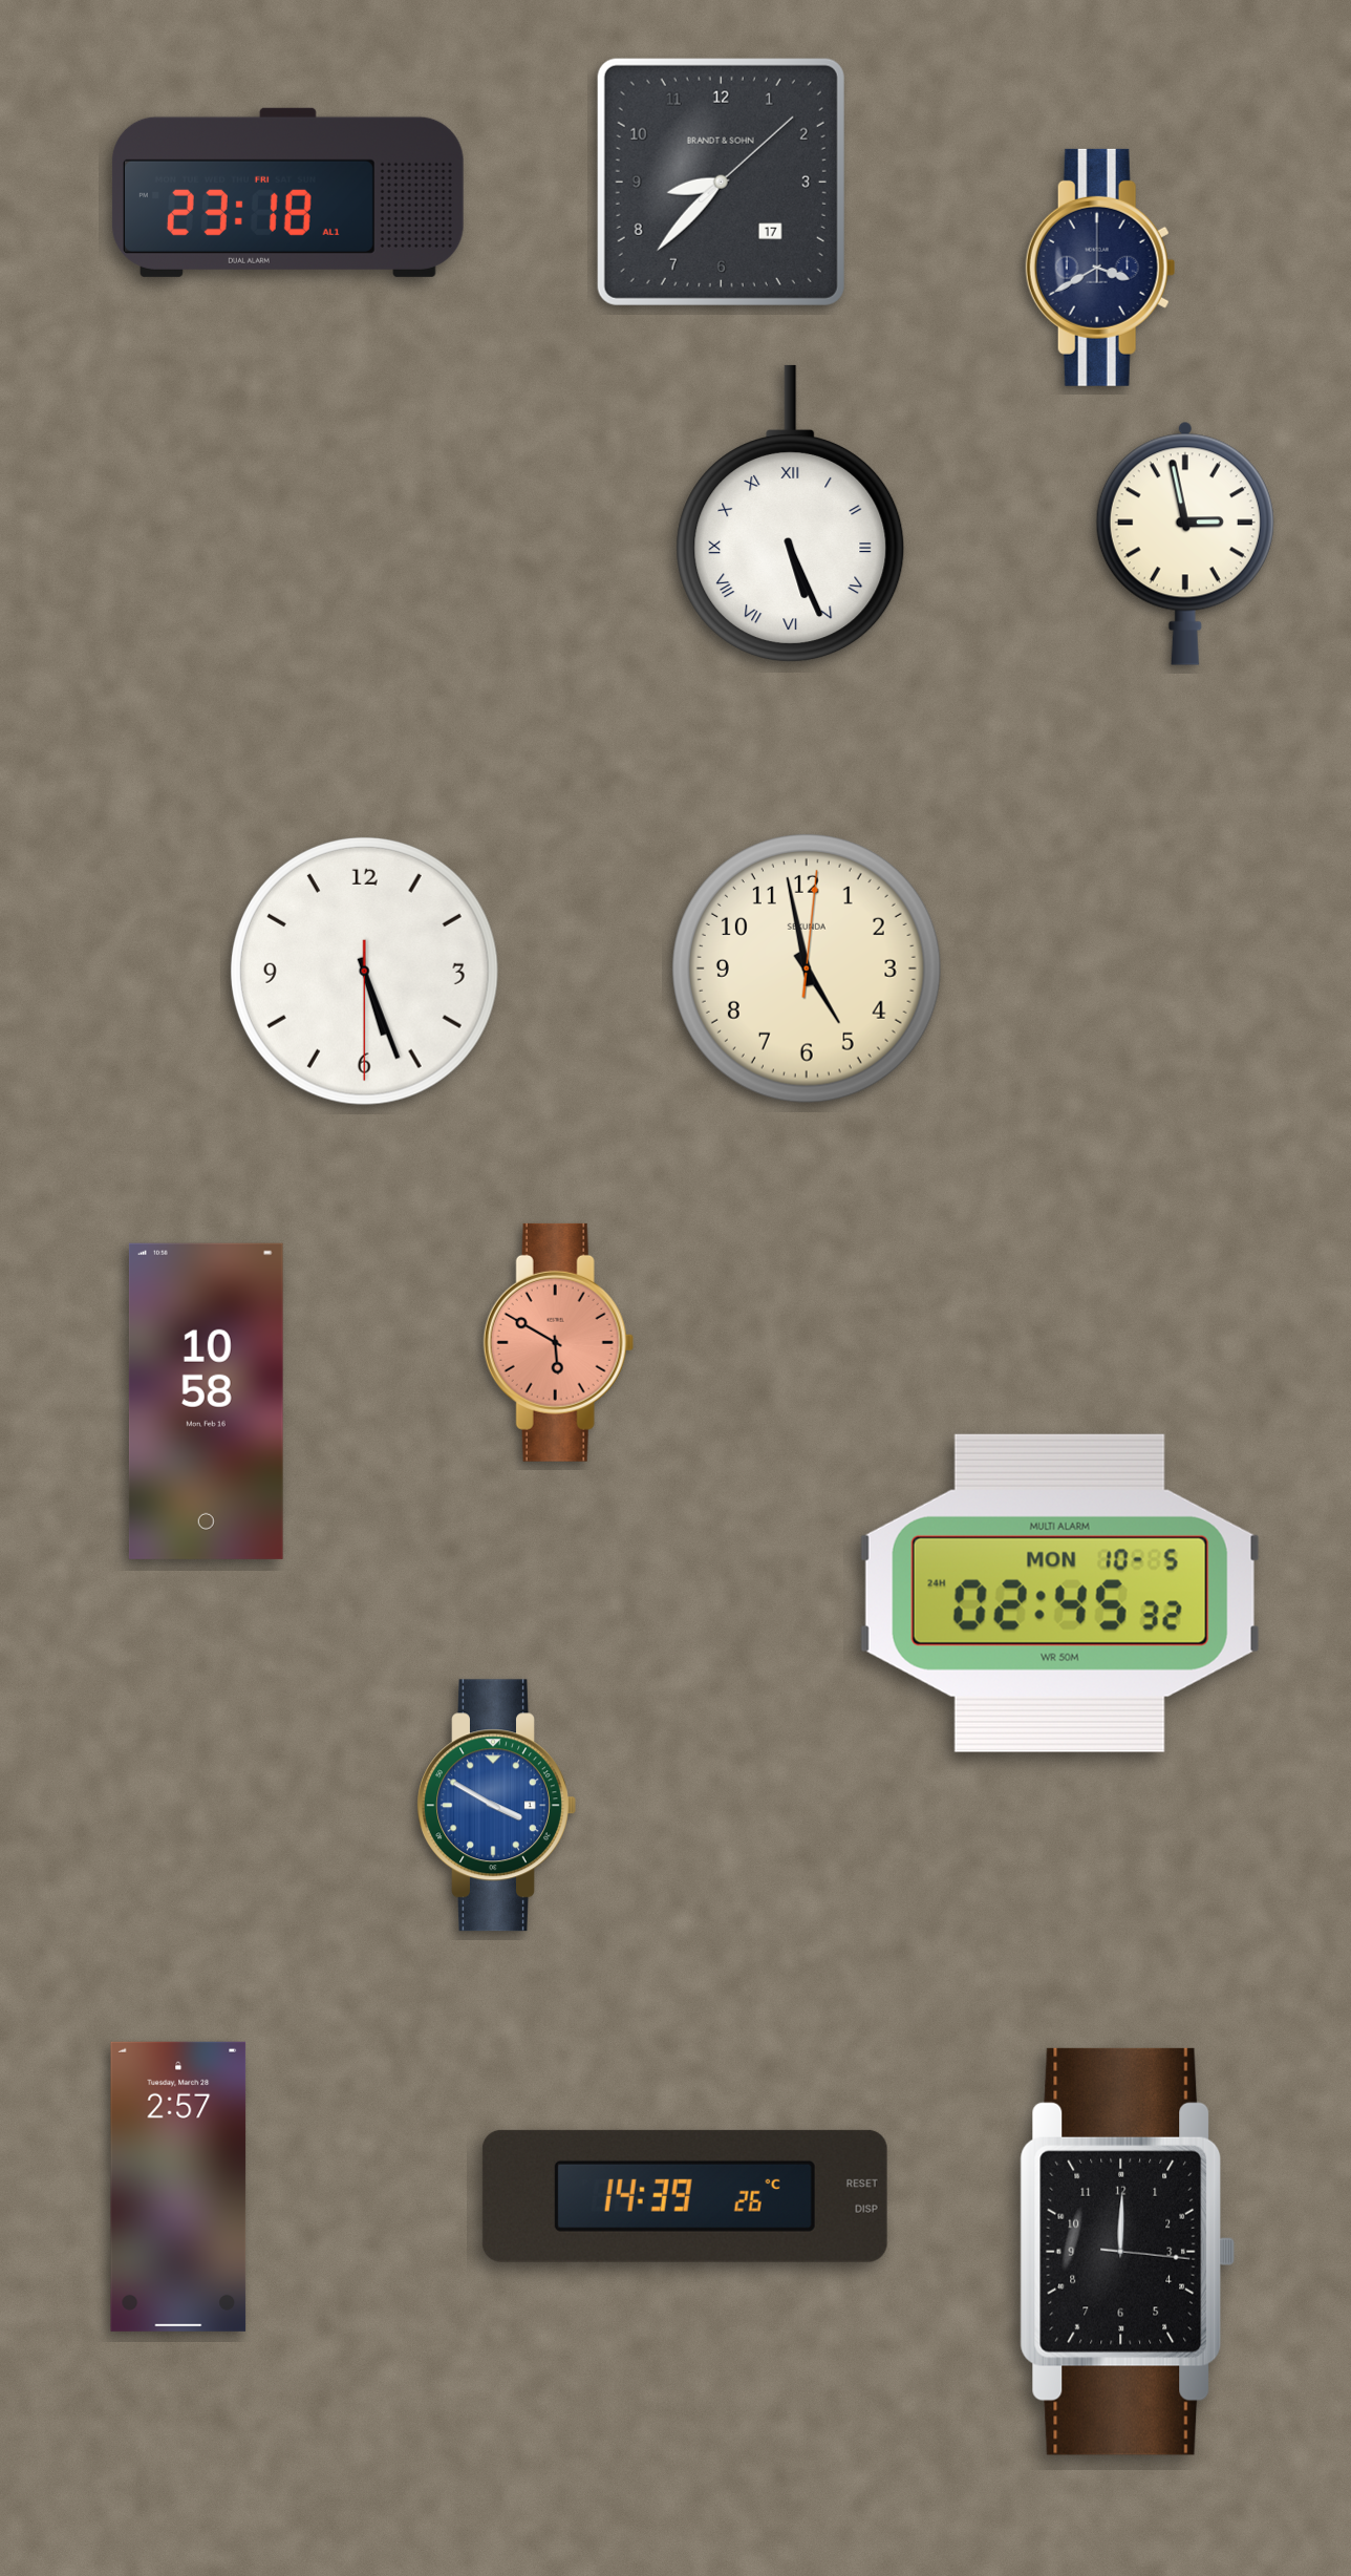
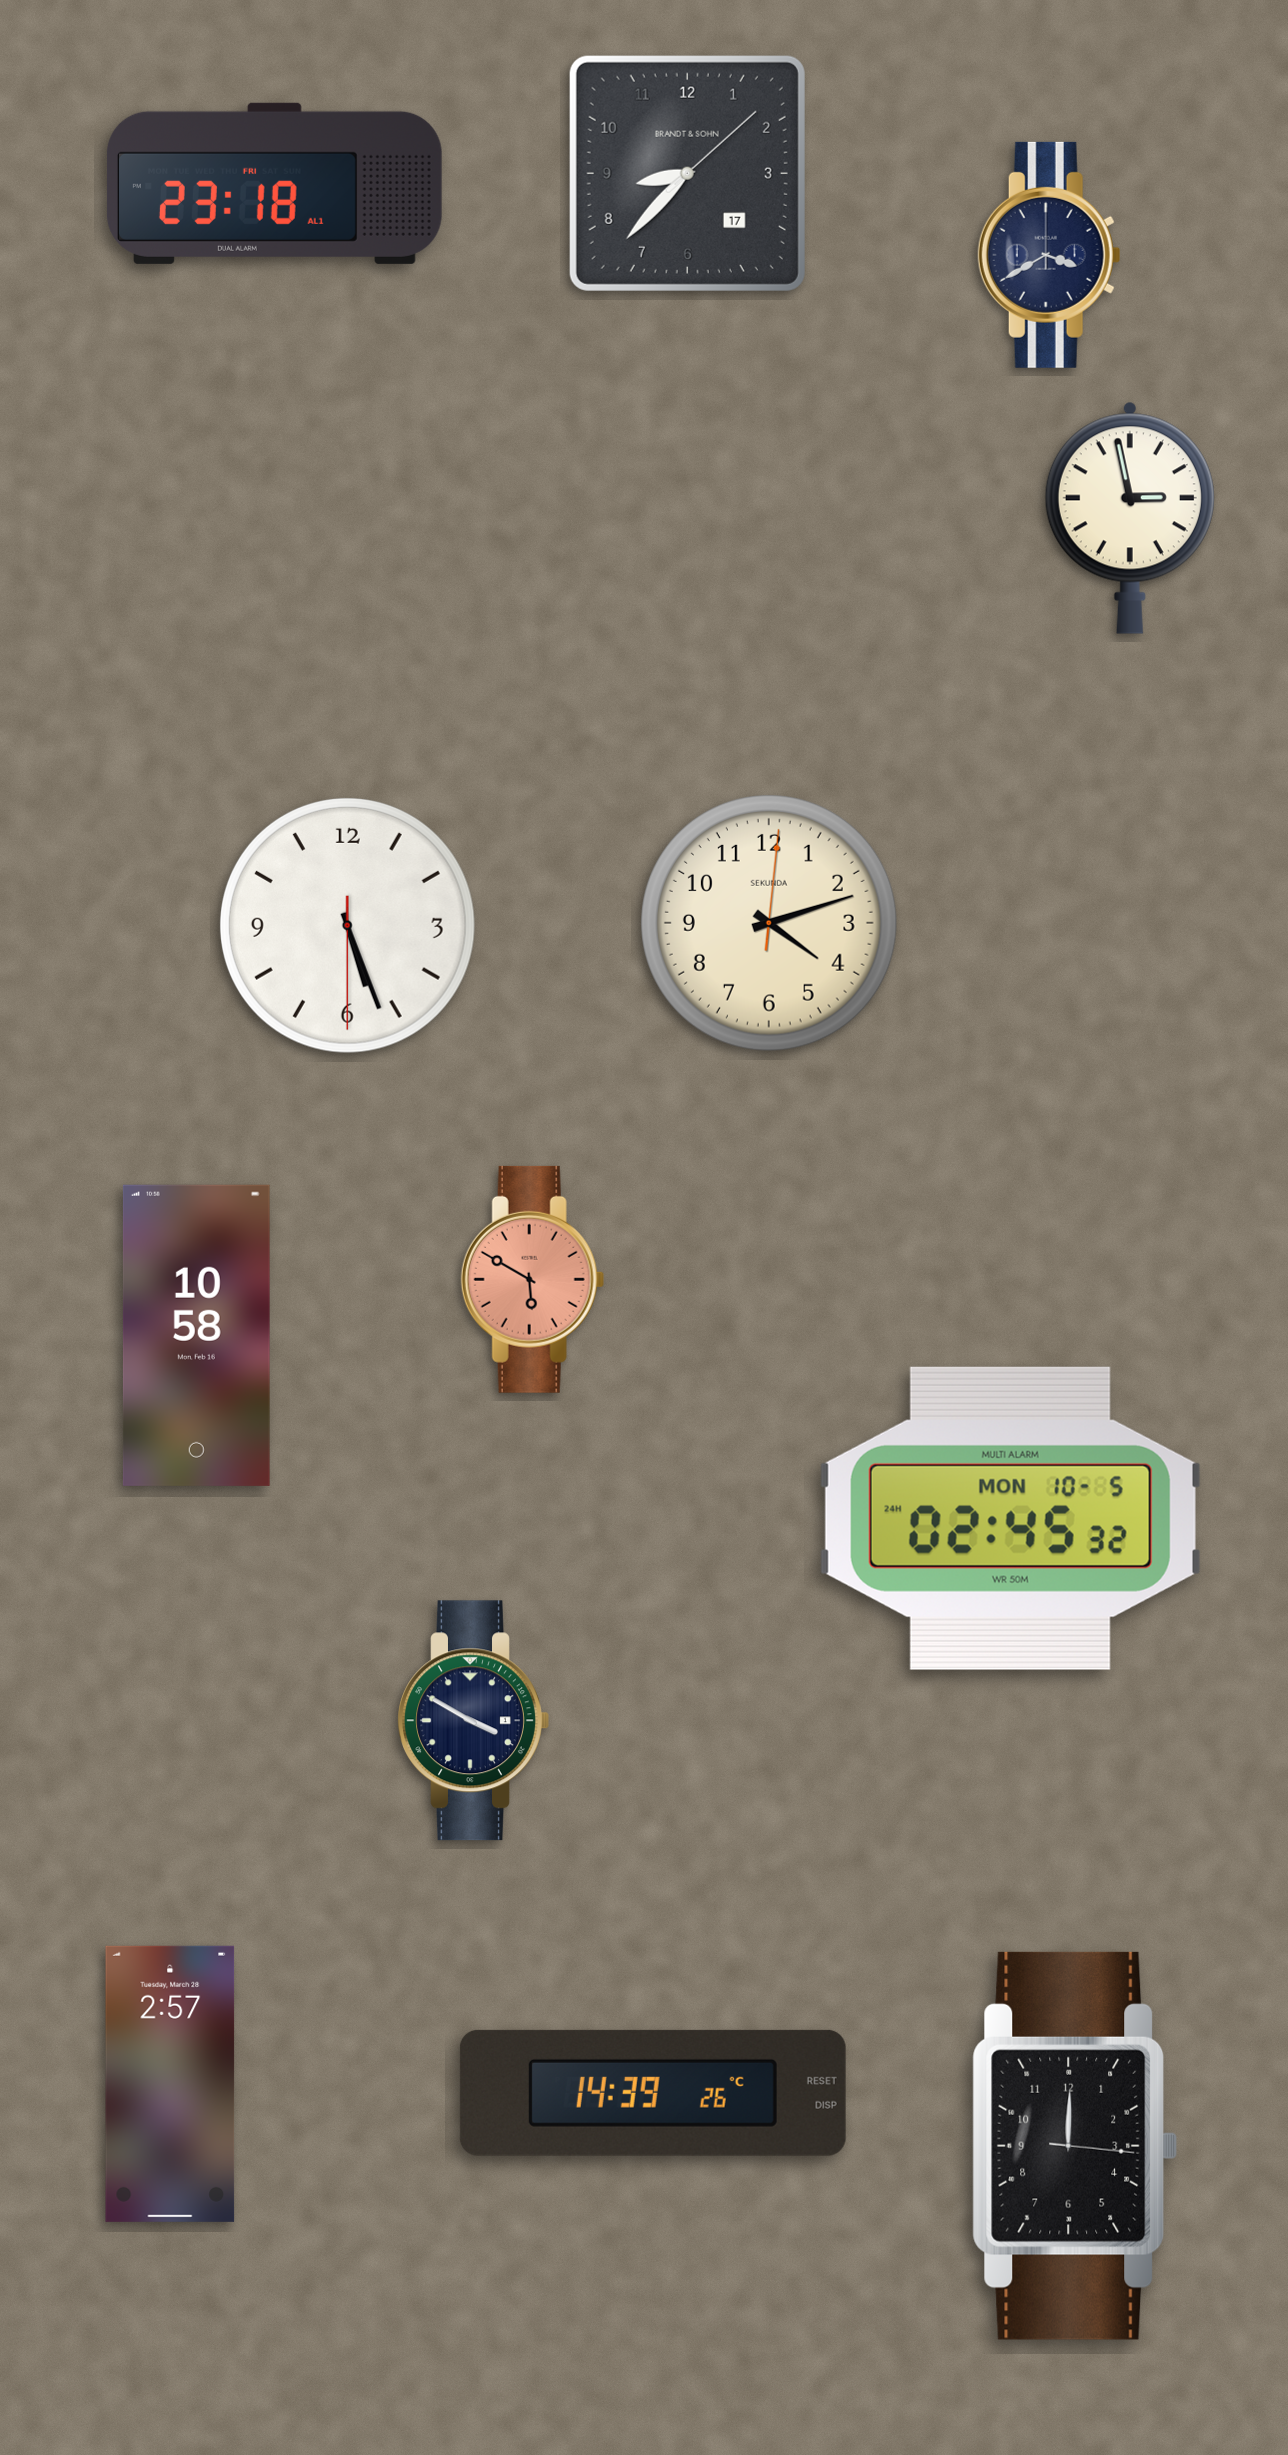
clock at (791, 514): 5:26 -> none
clock at (807, 968): 4:58 -> 4:12
clock at (496, 1806) dial: blue -> navy
